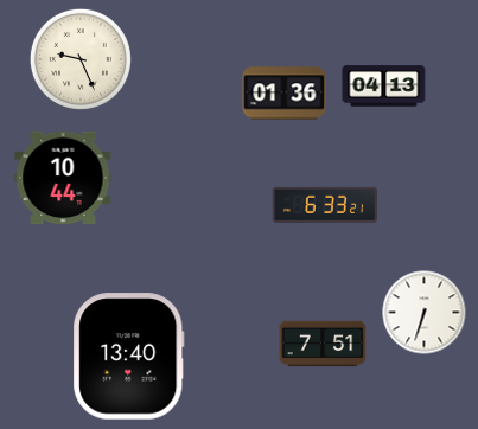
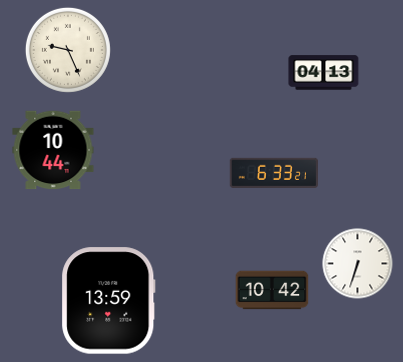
clock at (285, 94): 01:36 -> none
clock at (323, 344): 7:51 -> 10:42
clock at (129, 357): 13:40 -> 13:59
